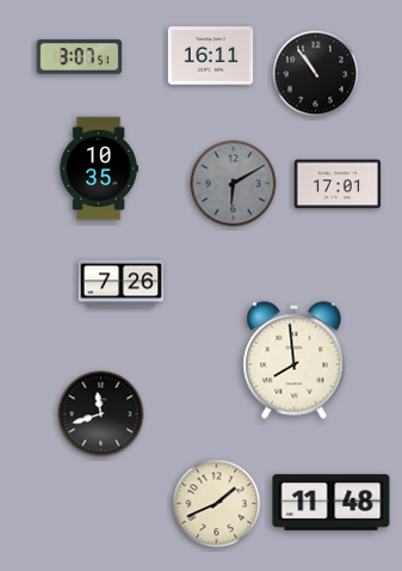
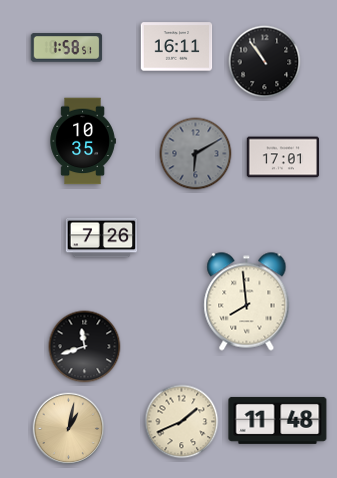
clock at (80, 57): 3:07 -> 1:58
clock at (336, 184) position: (336, 184) -> (282, 157)
clock at (69, 429): none -> 1:02
